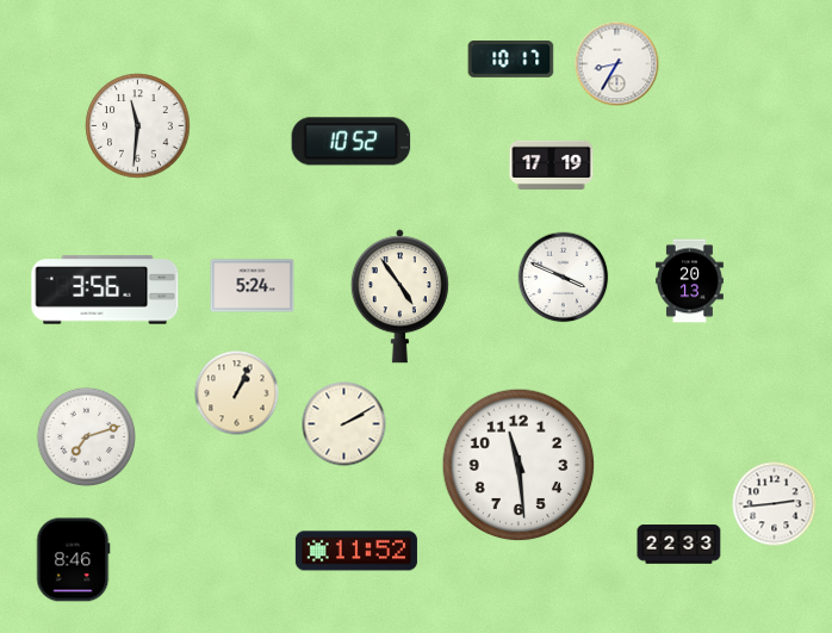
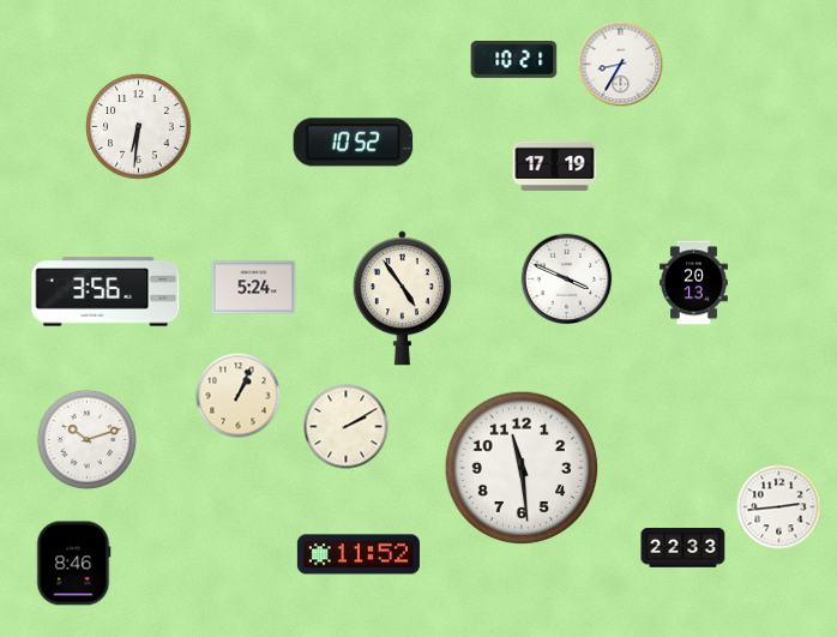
clock at (511, 60): 10:17 -> 10:21
clock at (138, 126): 11:31 -> 6:31
clock at (86, 436): 7:12 -> 10:12
